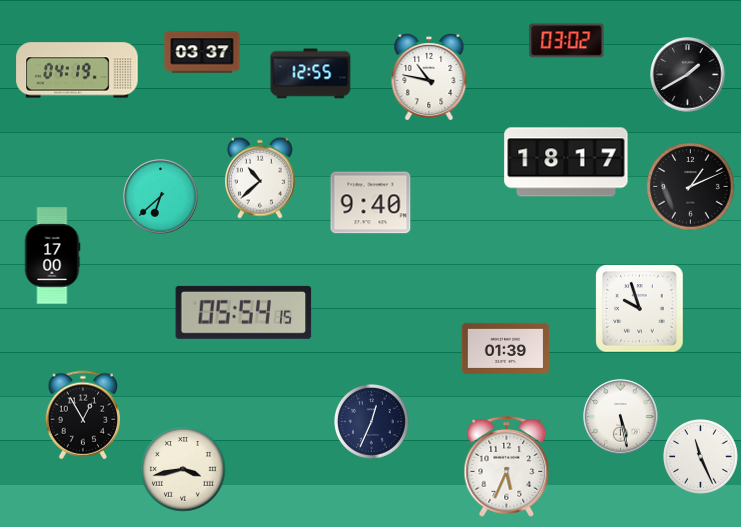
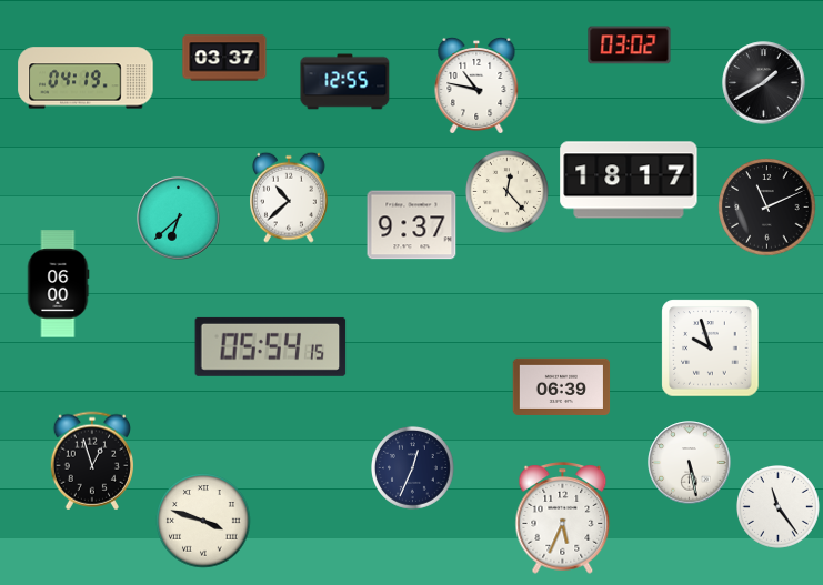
clock at (508, 192): none -> 12:23
clock at (691, 187): 1:11 -> 11:11
clock at (371, 203): 9:40 -> 9:37
clock at (52, 256): 17:00 -> 06:00
clock at (640, 309) position: (640, 309) -> (711, 349)
clock at (506, 348): 01:39 -> 06:39
clock at (82, 415): 12:55 -> 12:57
clock at (701, 457): 11:26 -> 11:24
clock at (183, 469): 3:43 -> 3:48
